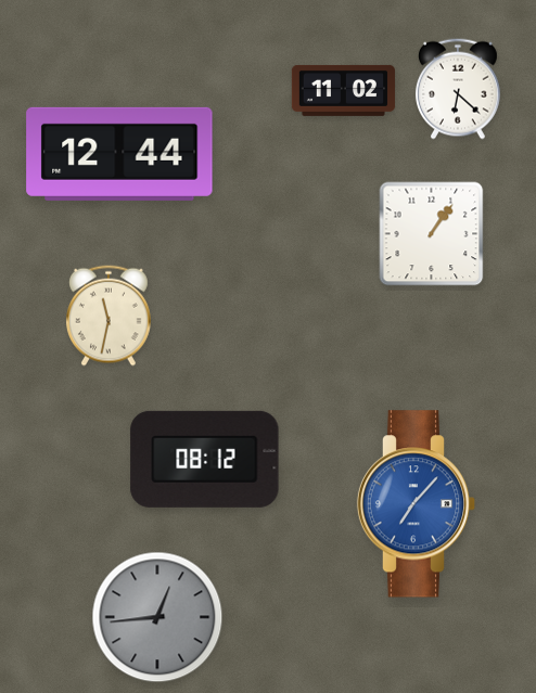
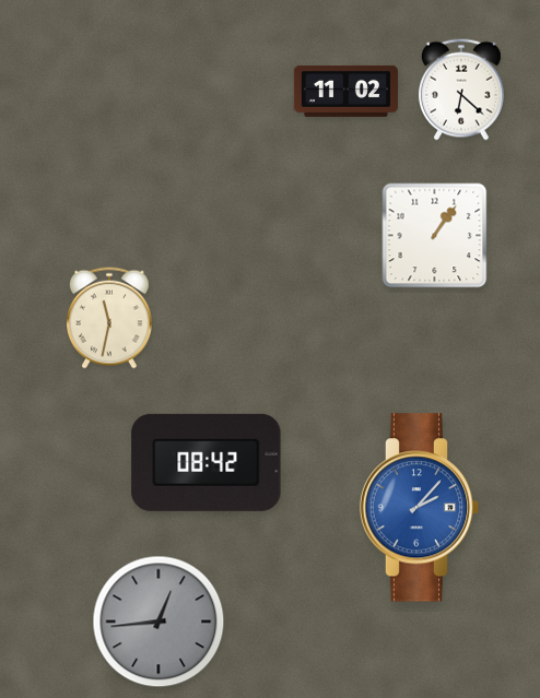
clock at (119, 154): 12:44 -> none
clock at (205, 459): 08:12 -> 08:42
clock at (417, 504): 7:07 -> 2:07
